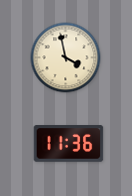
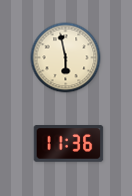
clock at (66, 58): 3:58 -> 5:58
